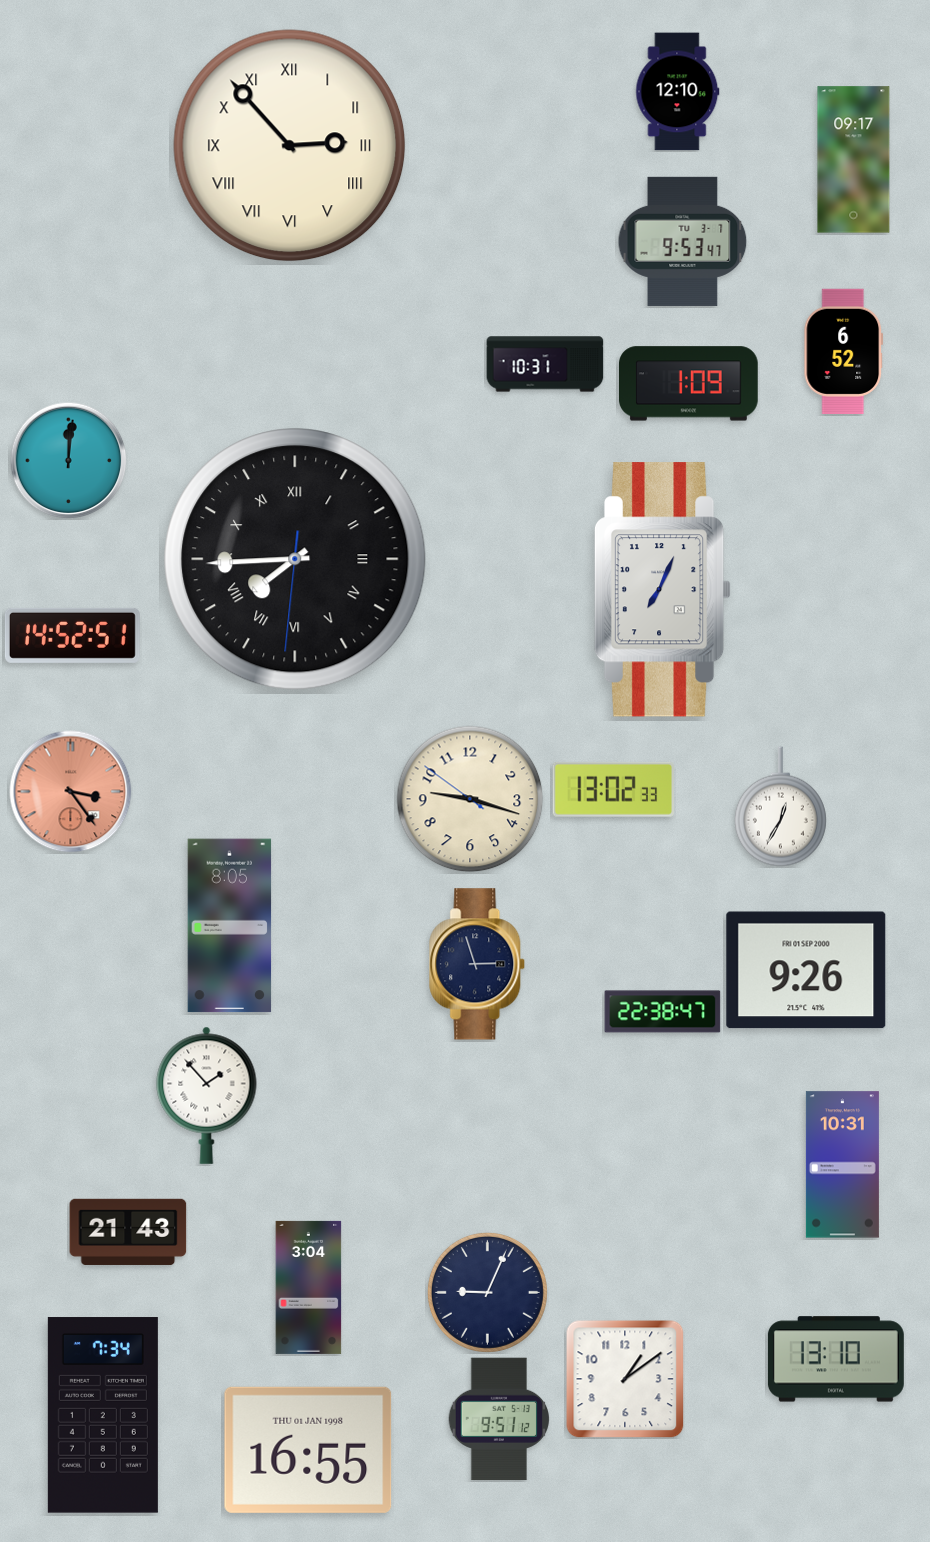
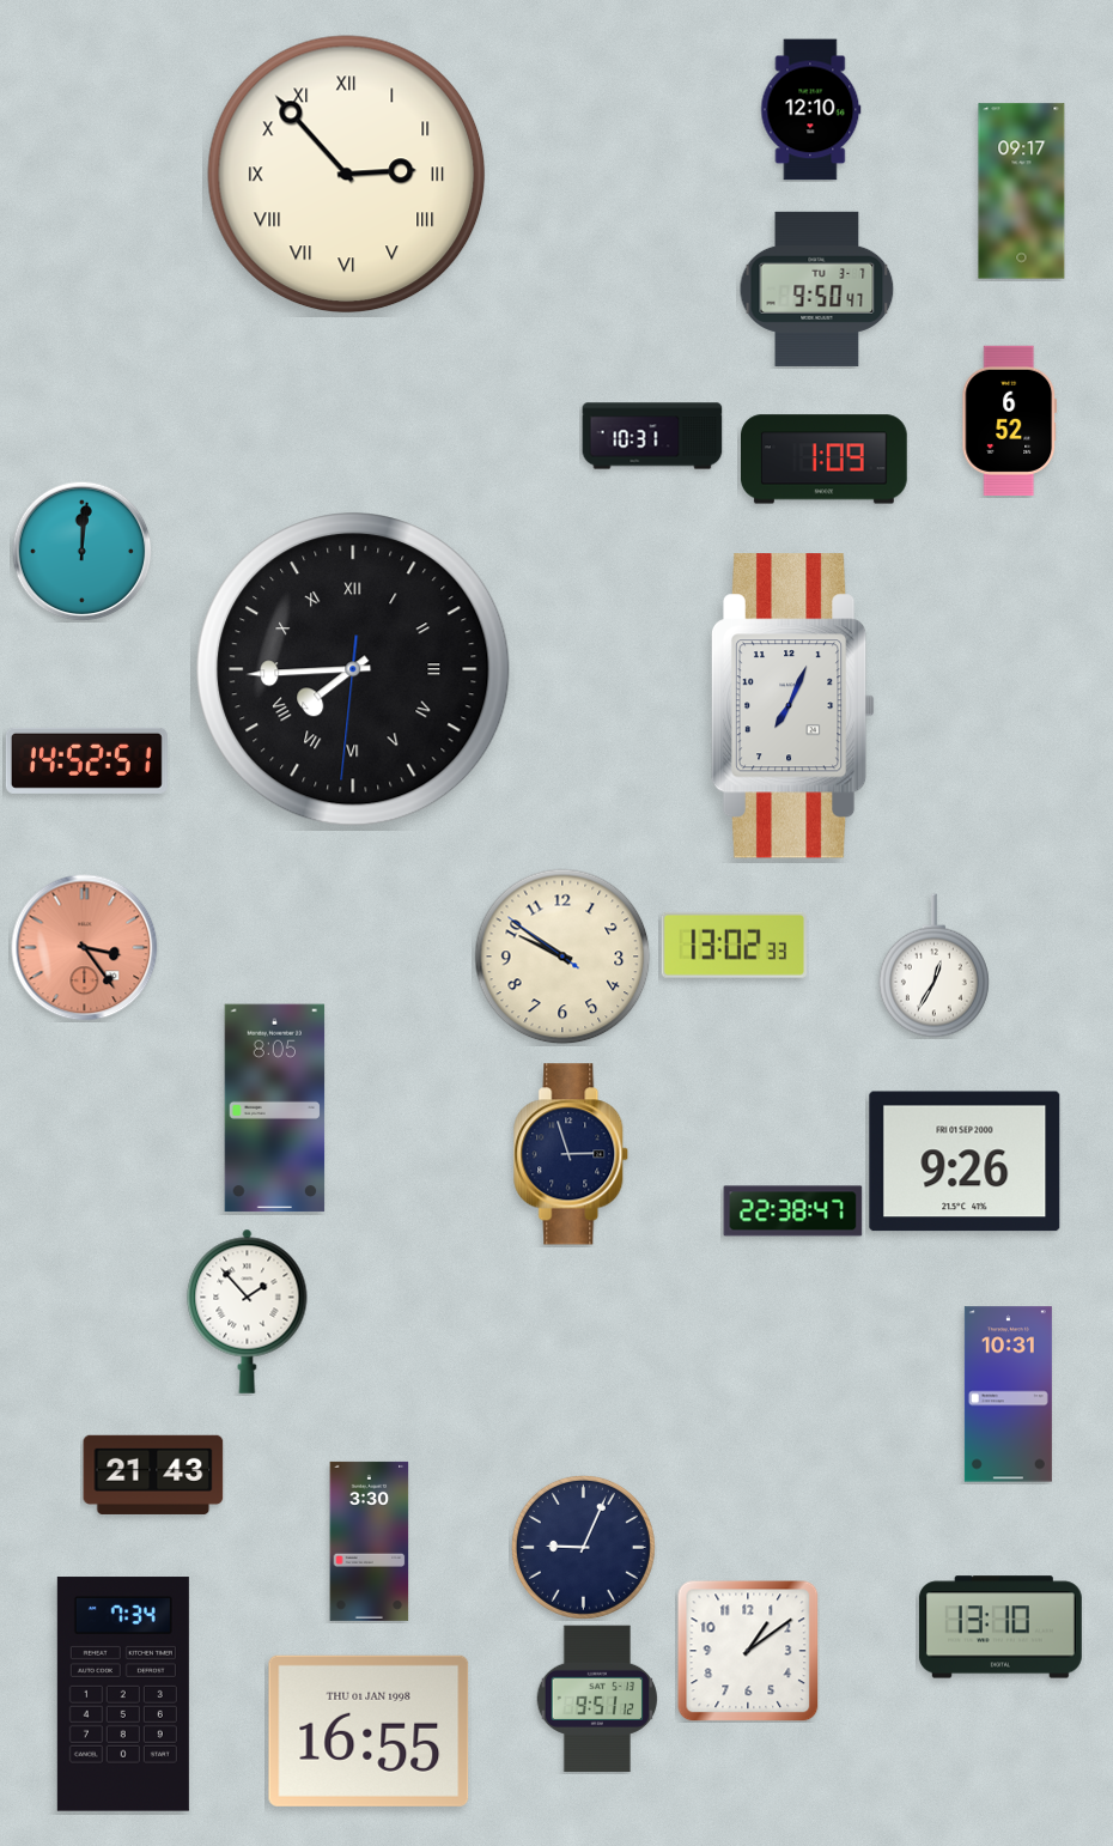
clock at (683, 241): 9:53 -> 9:50
clock at (470, 799): 9:17 -> 9:50
clock at (309, 1287): 3:04 -> 3:30
clock at (308, 1450) position: (308, 1450) -> (369, 1731)
